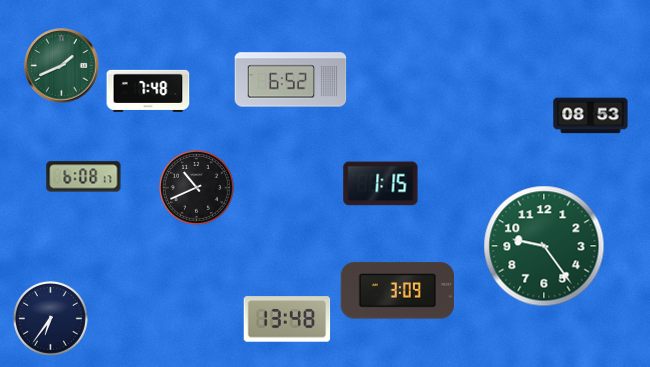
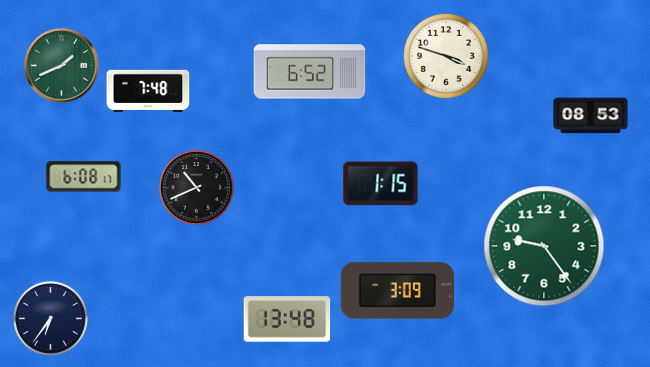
clock at (446, 56): none -> 3:48
clock at (291, 80) position: (291, 80) -> (310, 72)
